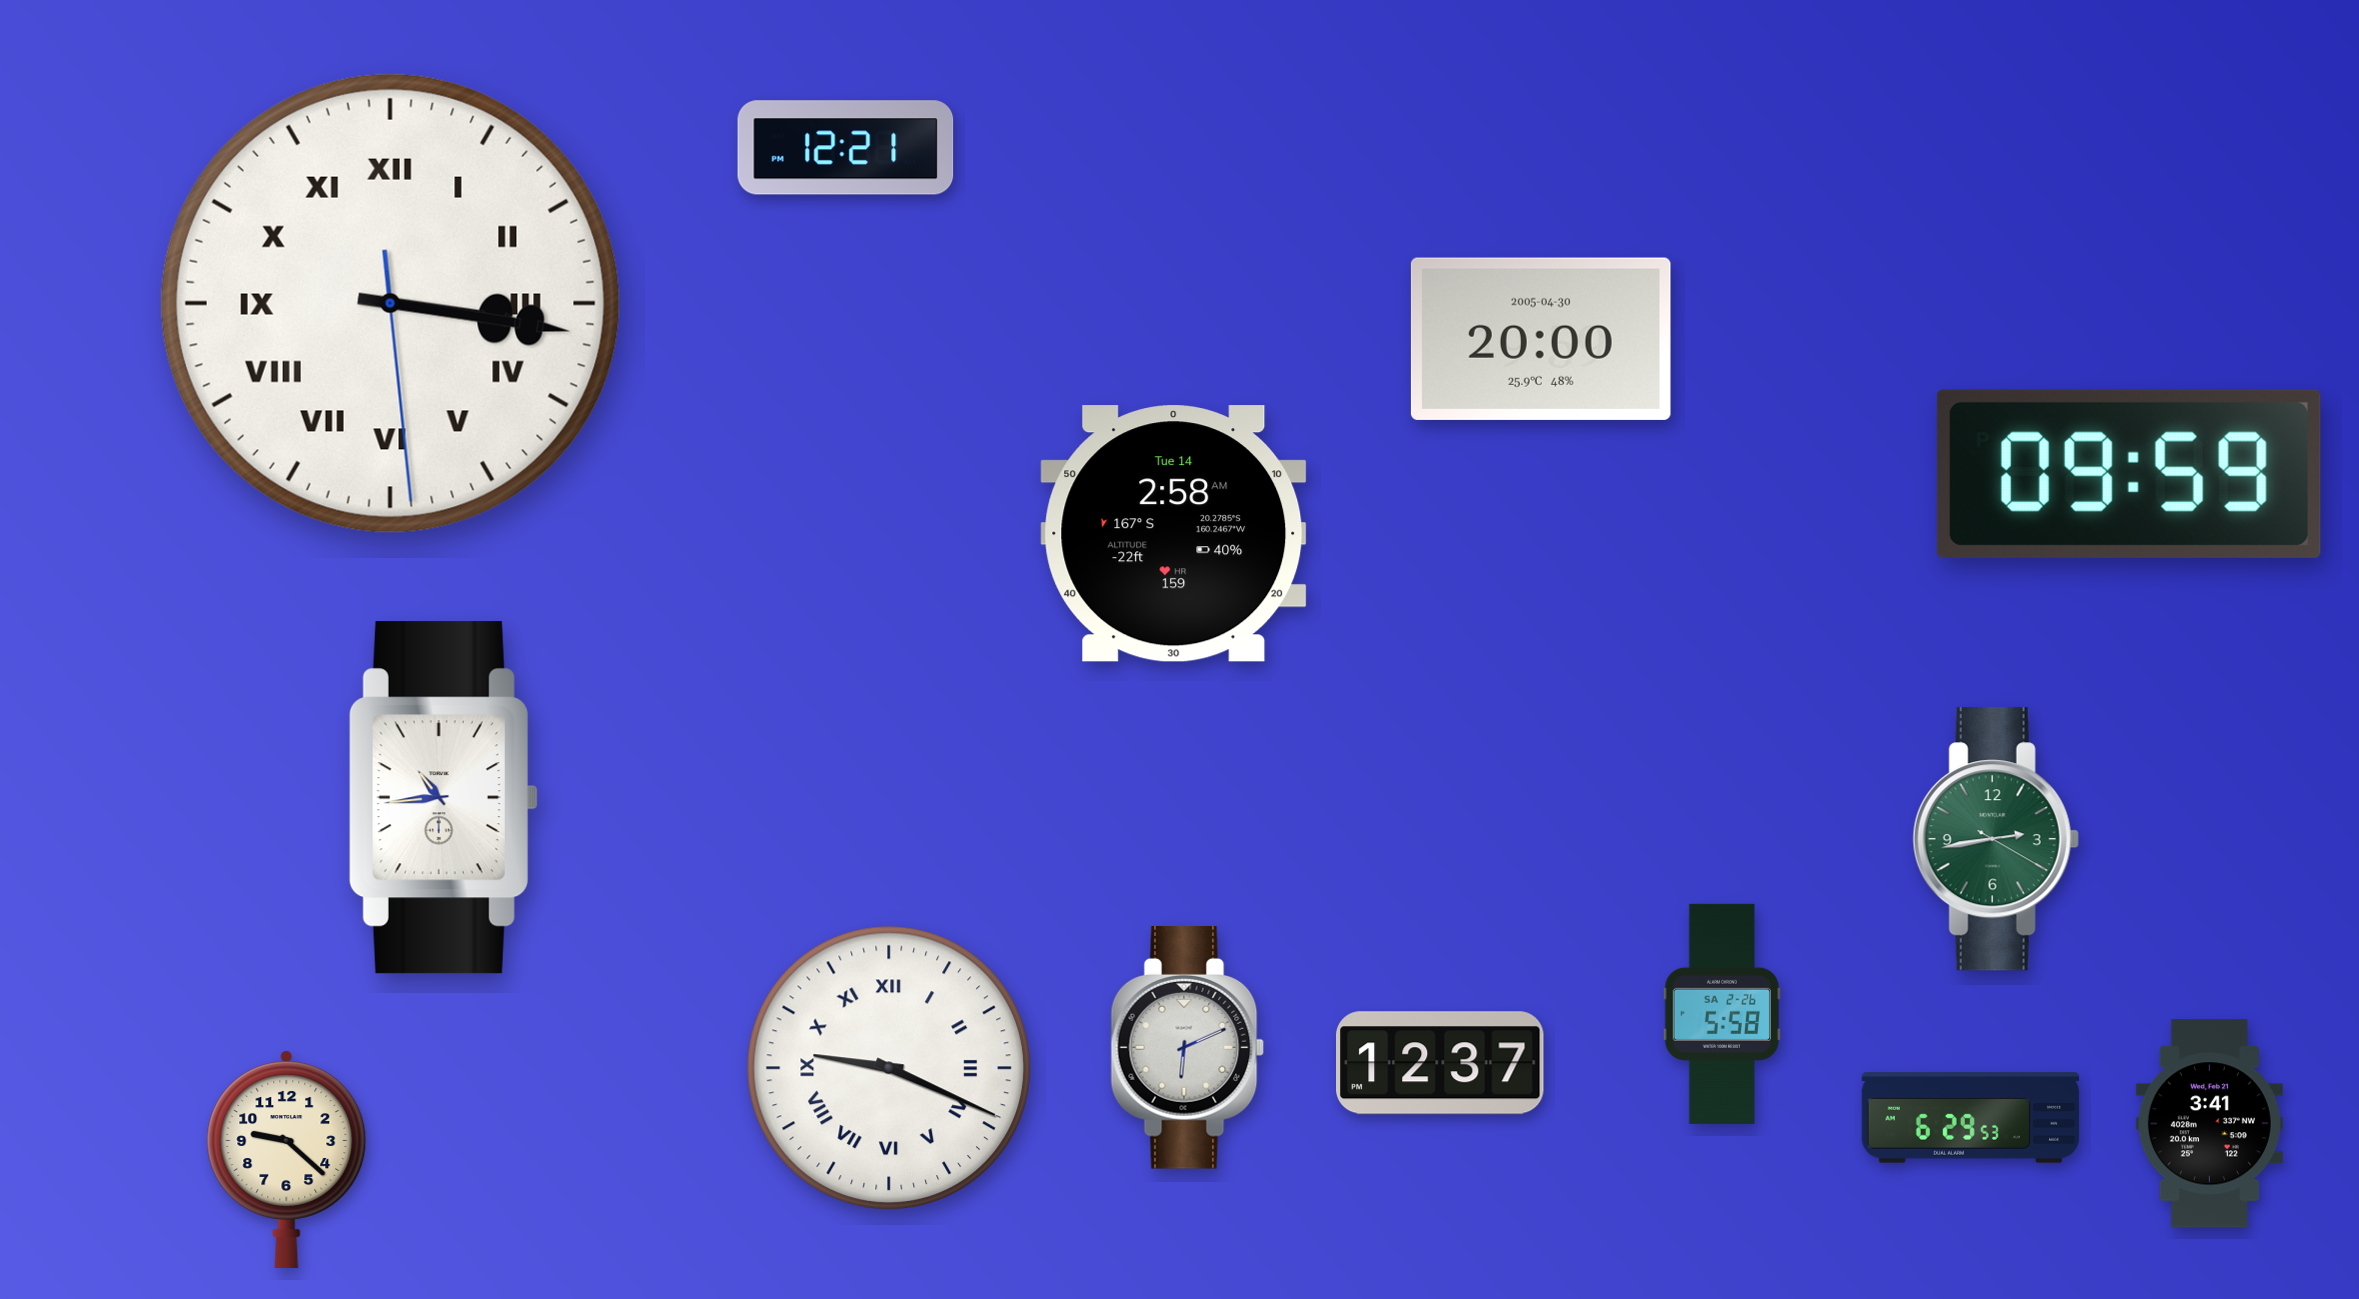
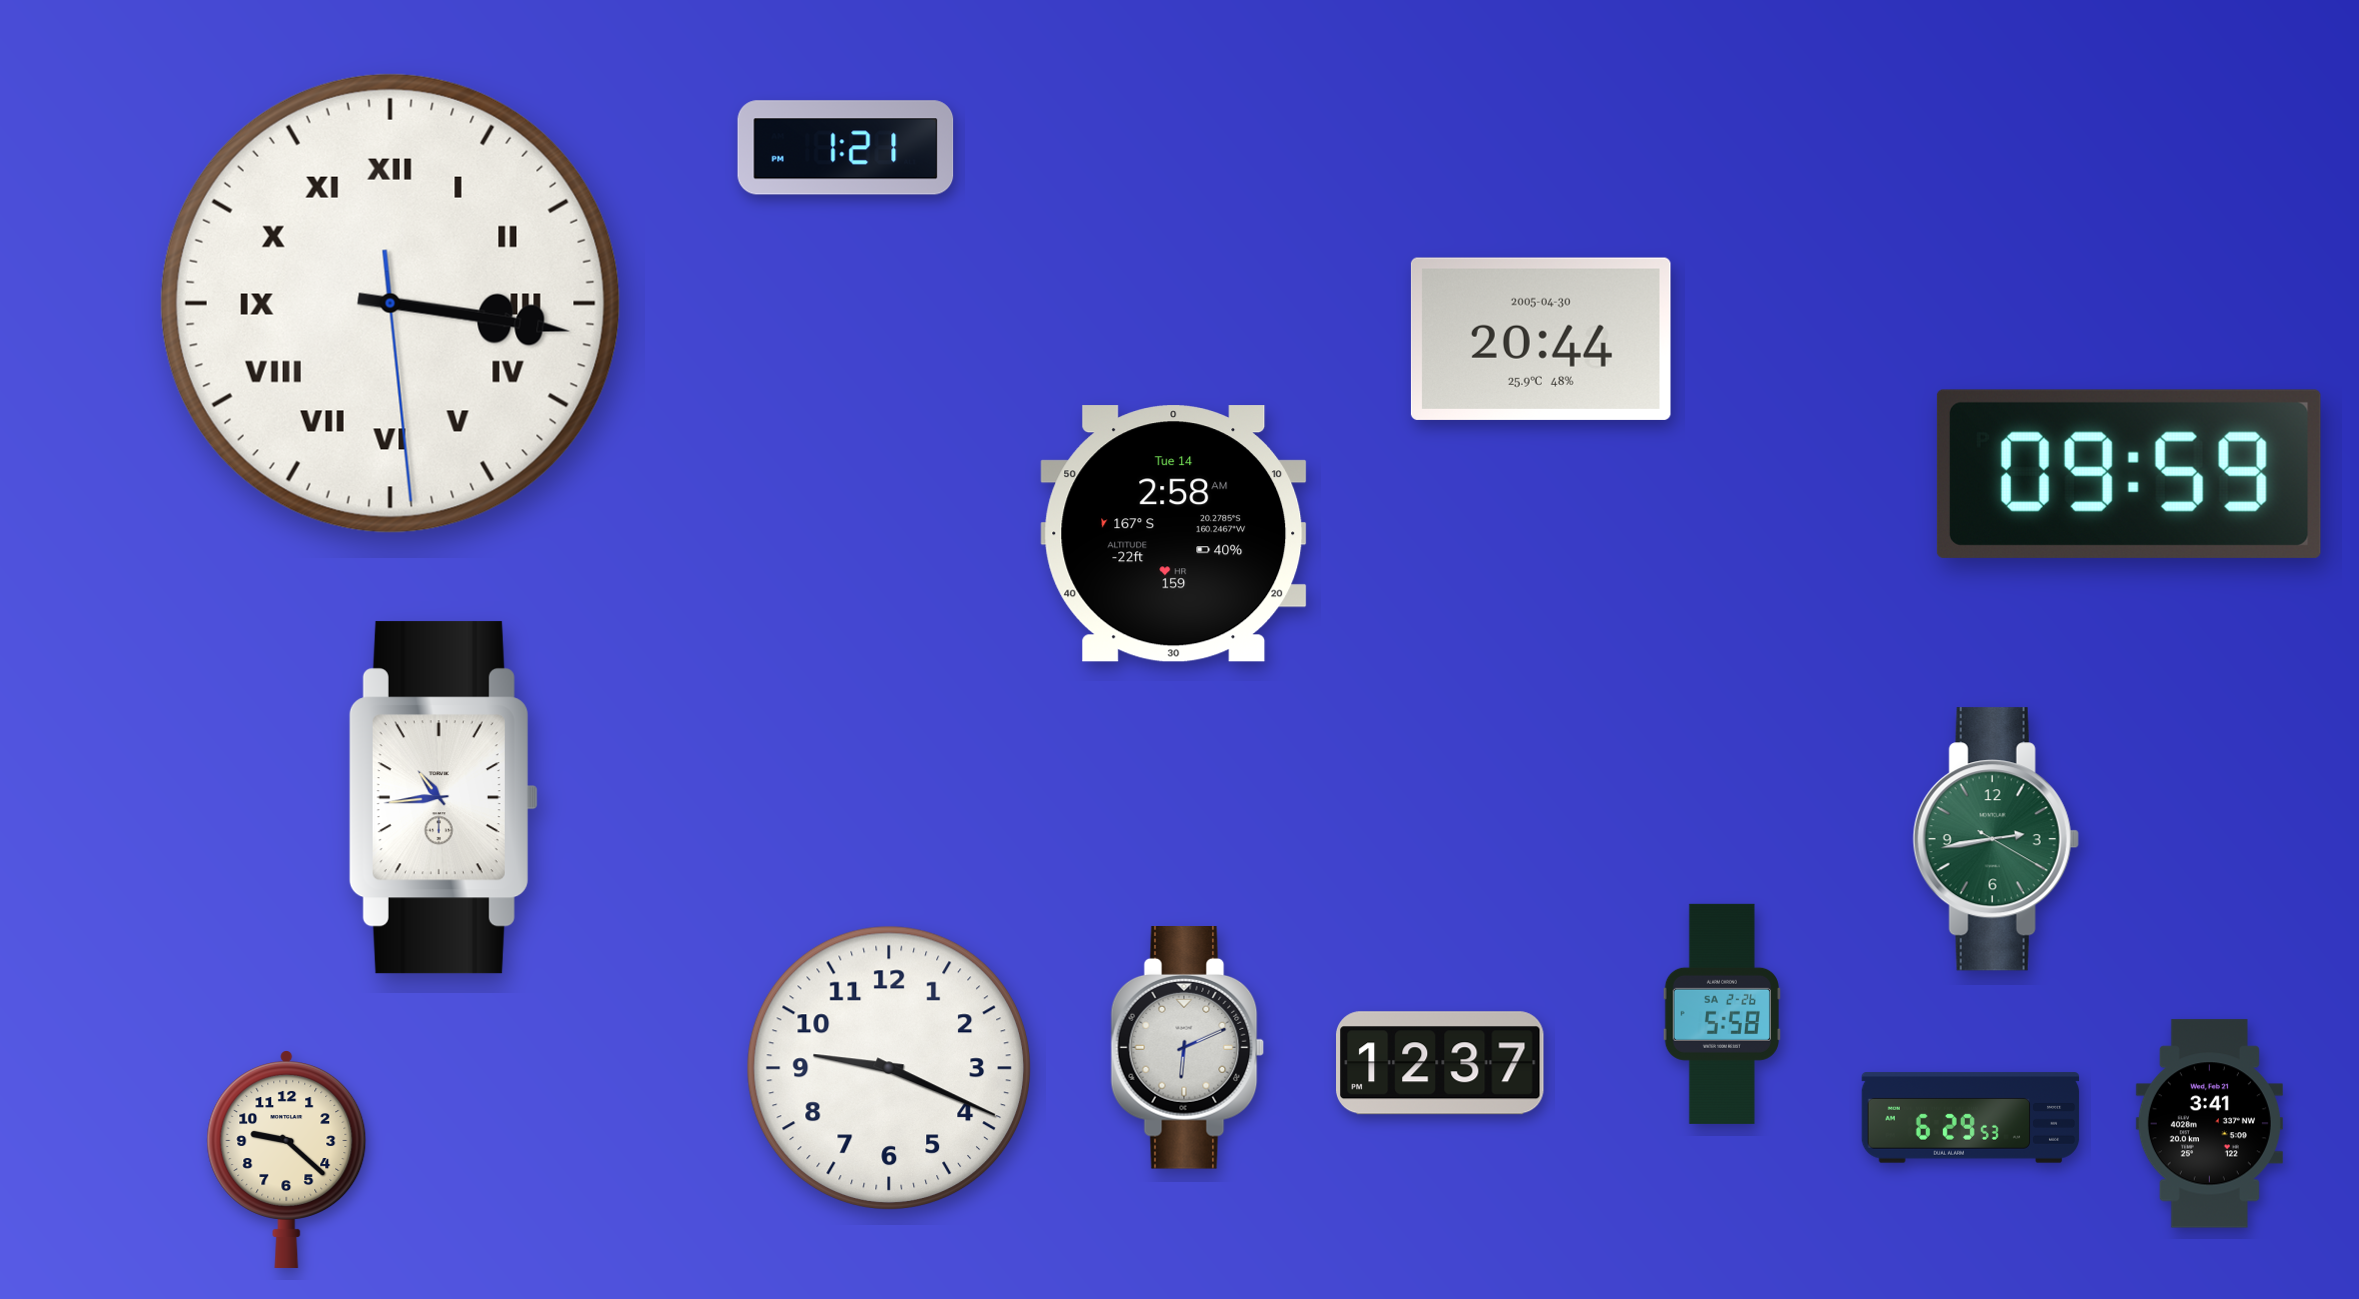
clock at (846, 148): 12:21 -> 1:21
clock at (1541, 339): 20:00 -> 20:44
clock at (888, 1067) numerals: Roman -> Arabic
